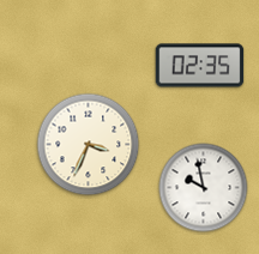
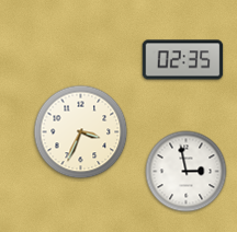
clock at (204, 188): 9:58 -> 2:58
